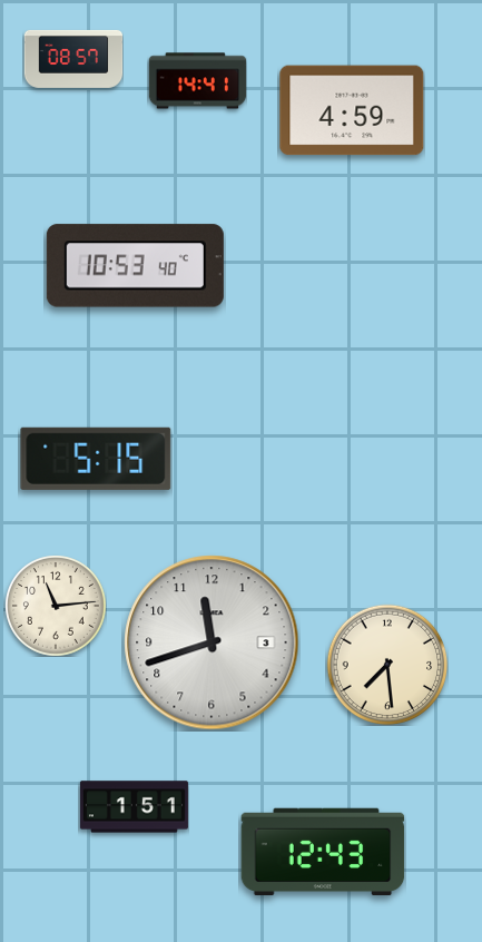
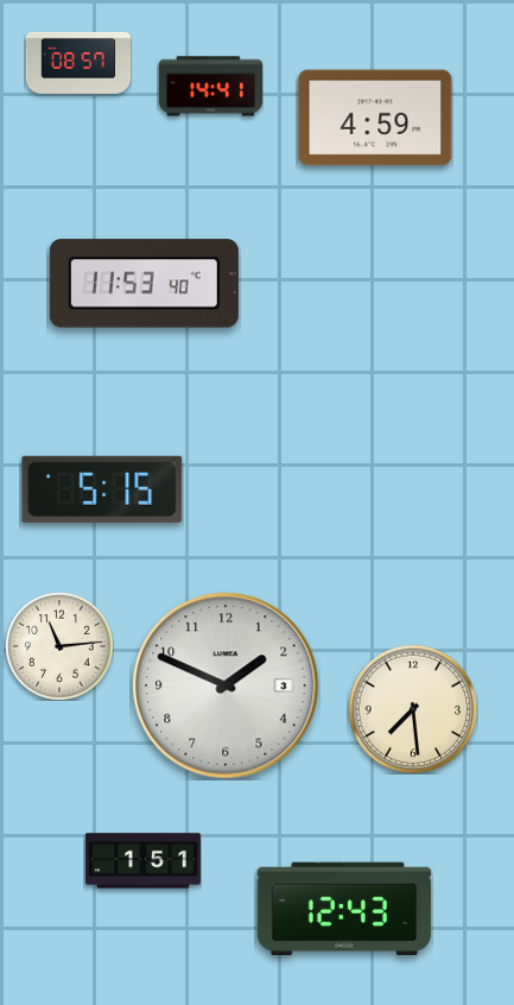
clock at (135, 266): 10:53 -> 11:53
clock at (212, 642): 11:42 -> 1:49
